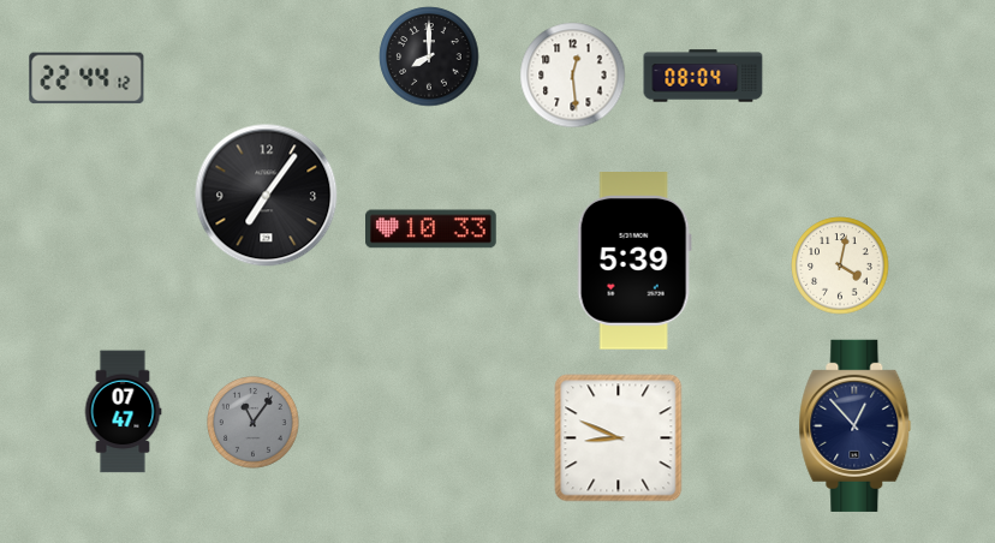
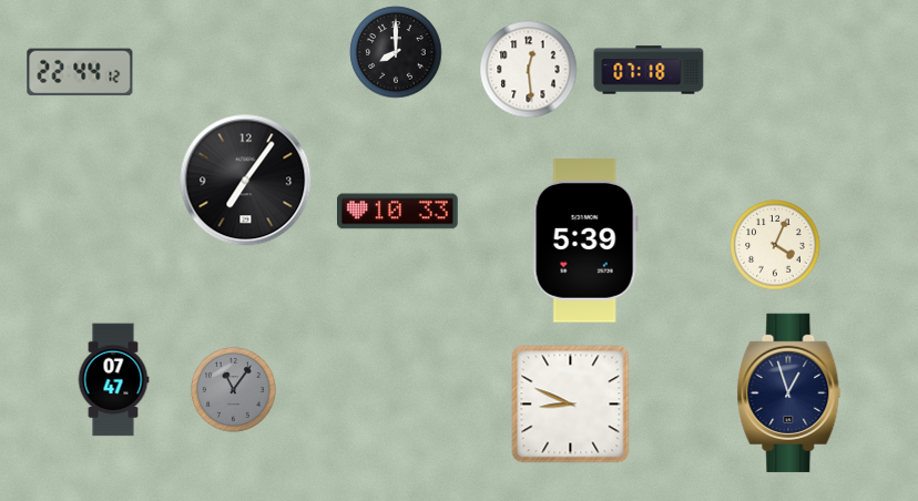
clock at (703, 76): 08:04 -> 07:18
clock at (840, 265): 4:02 -> 4:04
clock at (856, 425): 12:53 -> 12:57
